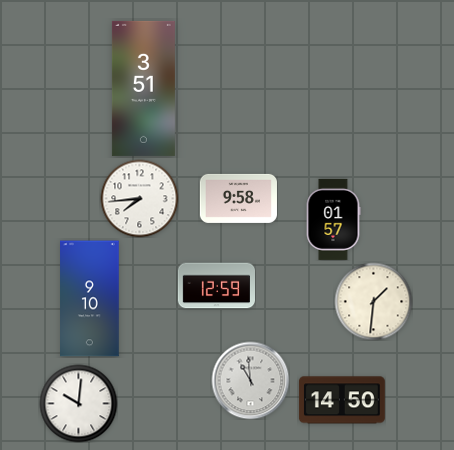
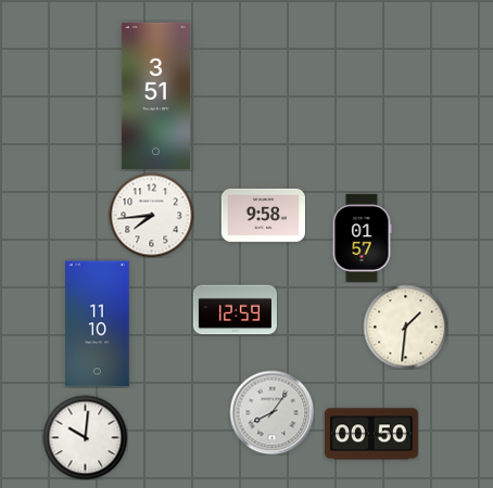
clock at (238, 198) position: (238, 198) -> (263, 215)
clock at (90, 299): 9:10 -> 11:10
clock at (250, 380): 10:59 -> 8:06
clock at (342, 400): 14:50 -> 00:50
